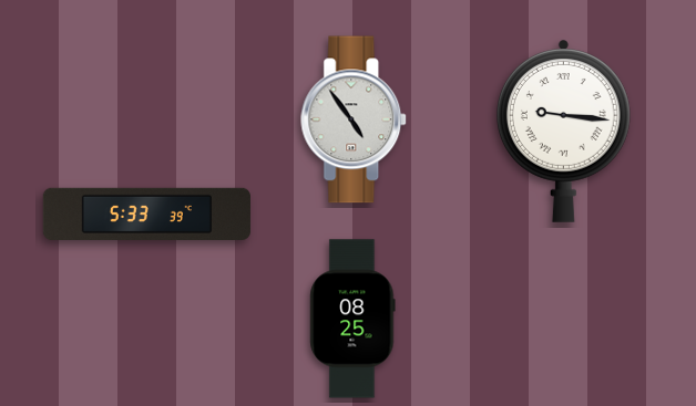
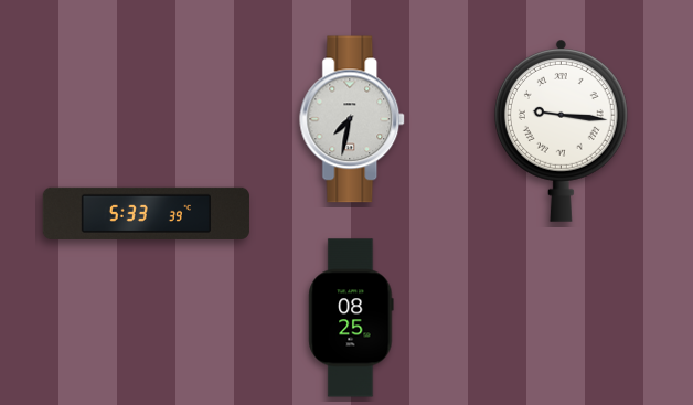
clock at (355, 119): 4:54 -> 7:32
